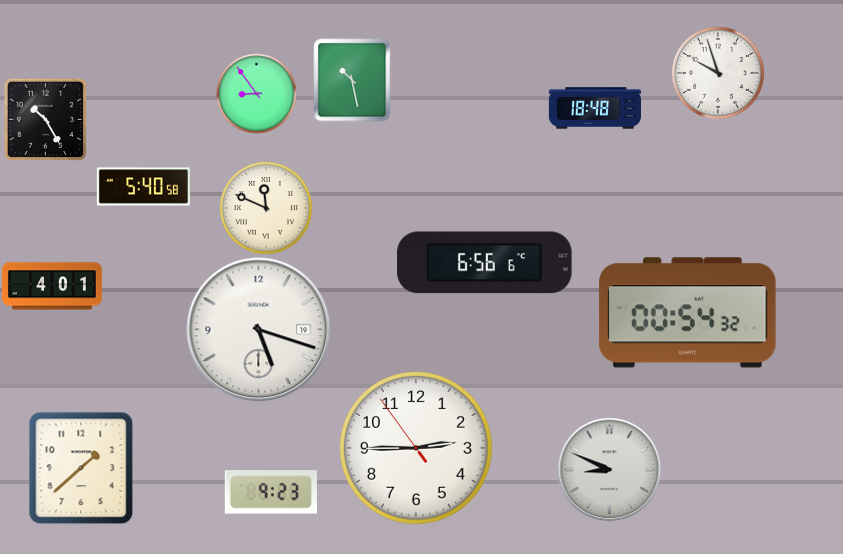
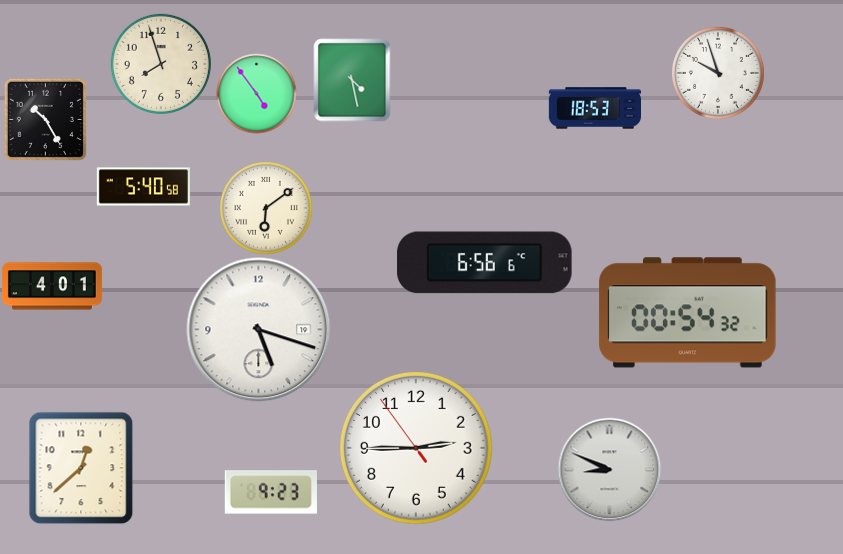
clock at (161, 64): none -> 7:57
clock at (352, 80): 10:28 -> 4:28
clock at (256, 93): 8:54 -> 4:54
clock at (594, 108): 18:48 -> 18:53
clock at (266, 208): 11:49 -> 6:09
clock at (81, 468): 1:38 -> 12:38
